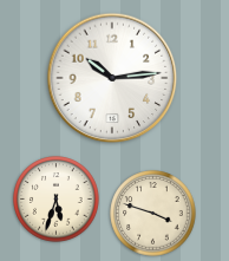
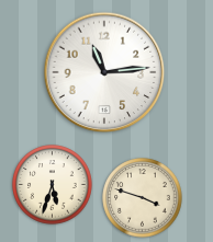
clock at (112, 78): 10:14 -> 11:14
